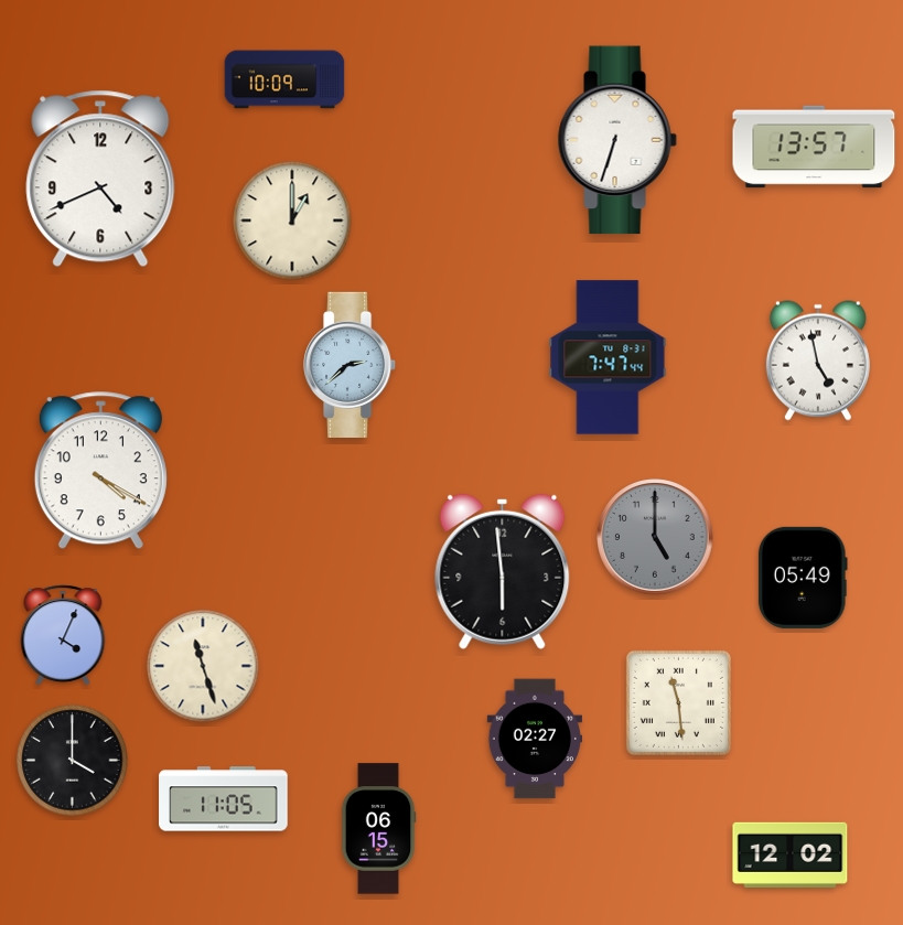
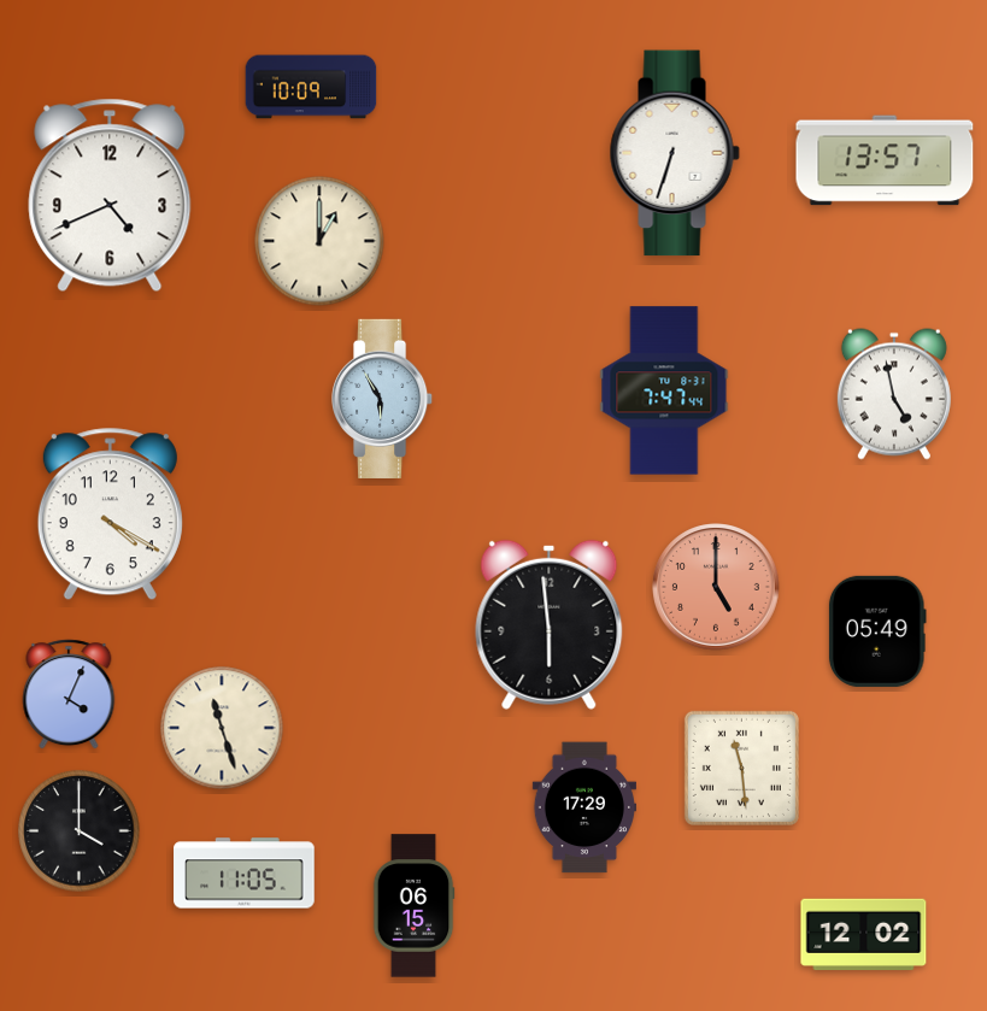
clock at (814, 147) position: (814, 147) -> (885, 160)
clock at (351, 365): 2:38 -> 5:55
clock at (655, 537) dial: grey -> salmon
clock at (534, 739): 02:27 -> 17:29
